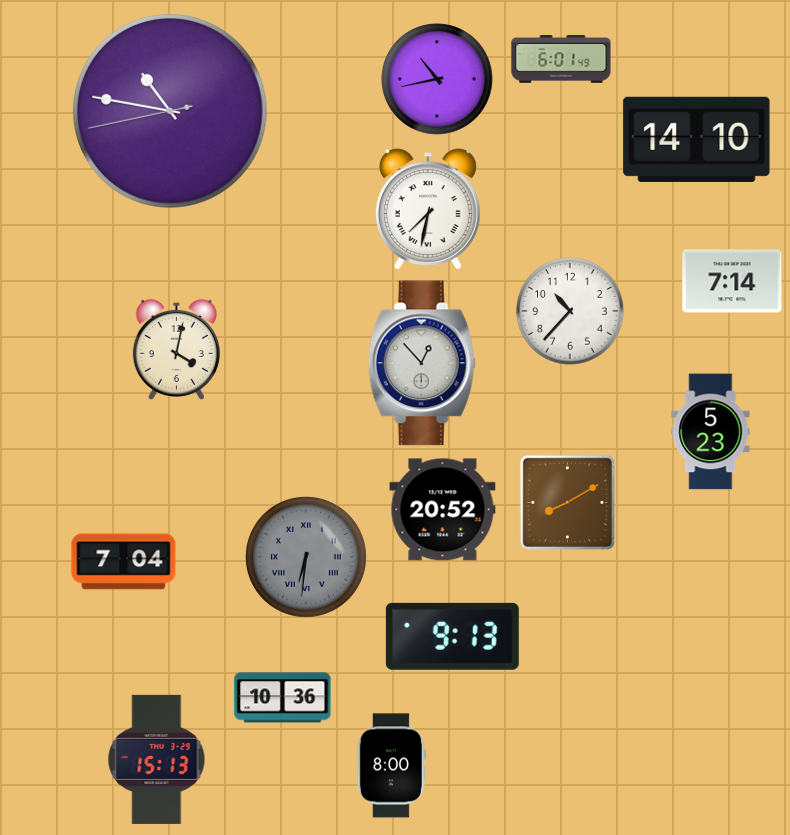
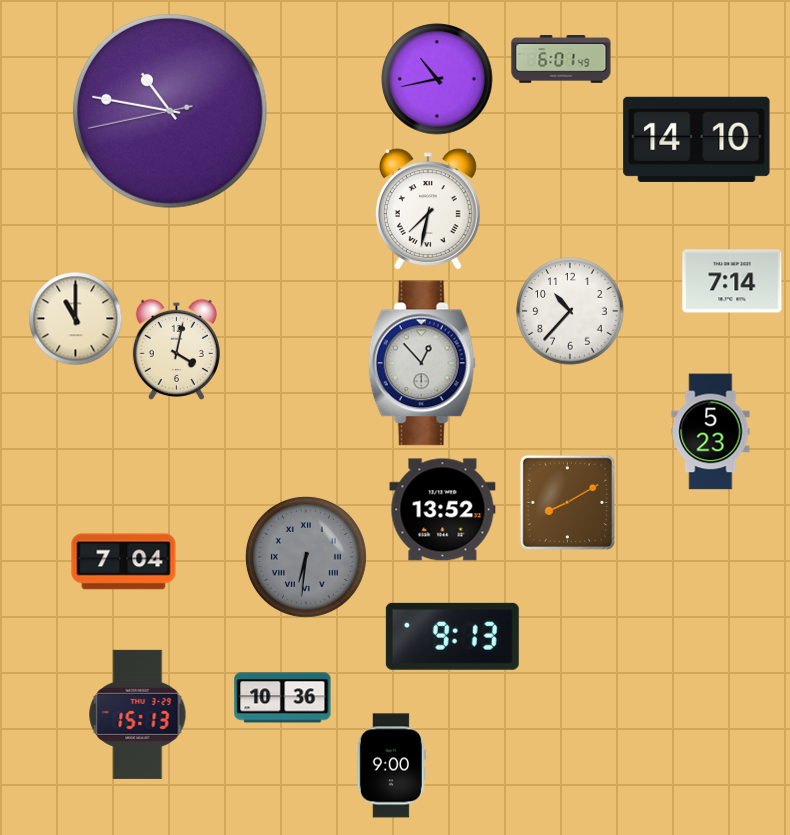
clock at (75, 318): none -> 11:00
clock at (443, 510): 20:52 -> 13:52
clock at (157, 759) position: (157, 759) -> (138, 714)
clock at (391, 766): 8:00 -> 9:00
